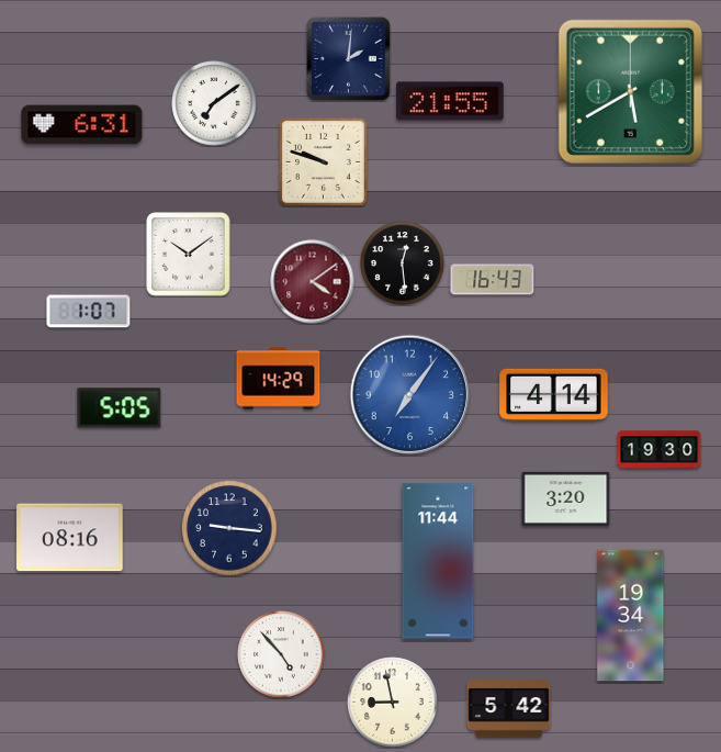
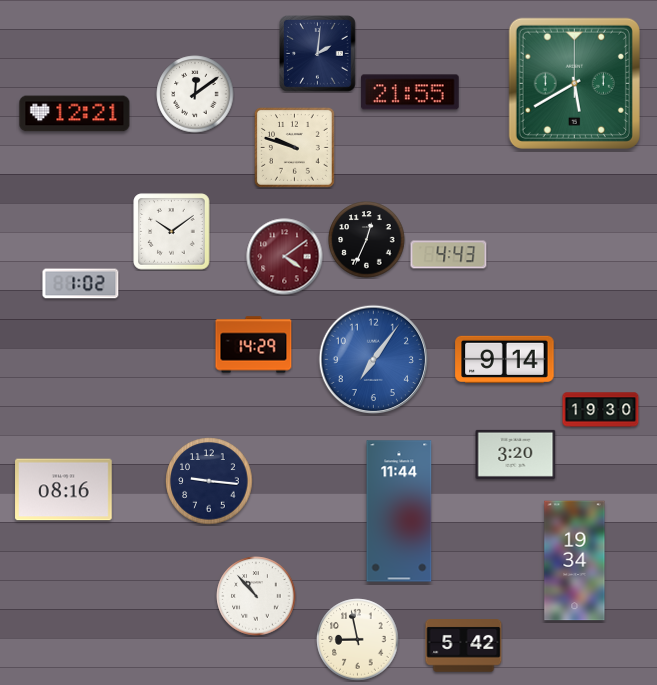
clock at (214, 103): 7:09 -> 12:09
clock at (82, 125): 6:31 -> 12:21
clock at (403, 263): 12:29 -> 12:34
clock at (493, 280): 16:43 -> 4:43
clock at (89, 312): 1:07 -> 1:02
clock at (554, 394): 4:14 -> 9:14
clock at (120, 408): 5:05 -> none
clock at (281, 654): 4:53 -> 10:53
